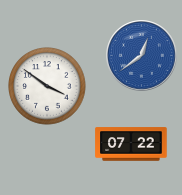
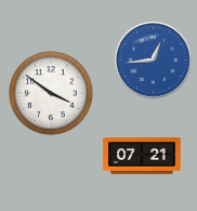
clock at (142, 56): 12:39 -> 12:44
clock at (131, 144): 07:22 -> 07:21
